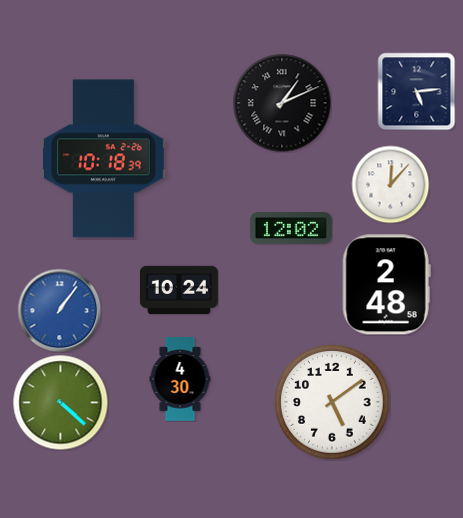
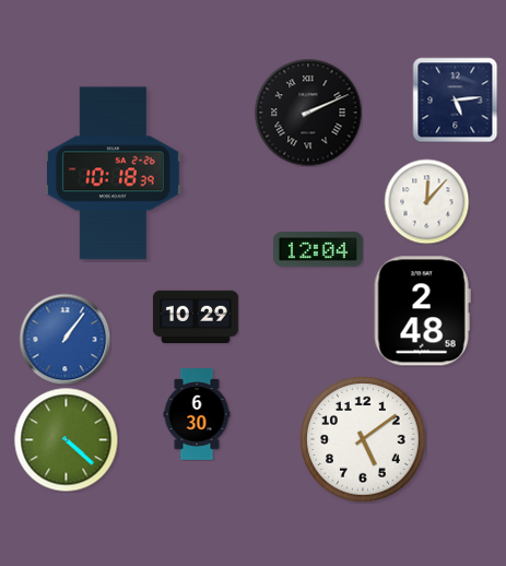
clock at (282, 103): 1:11 -> 2:11
clock at (292, 228): 12:02 -> 12:04
clock at (179, 289): 10:24 -> 10:29
clock at (180, 379): 4:30 -> 6:30
